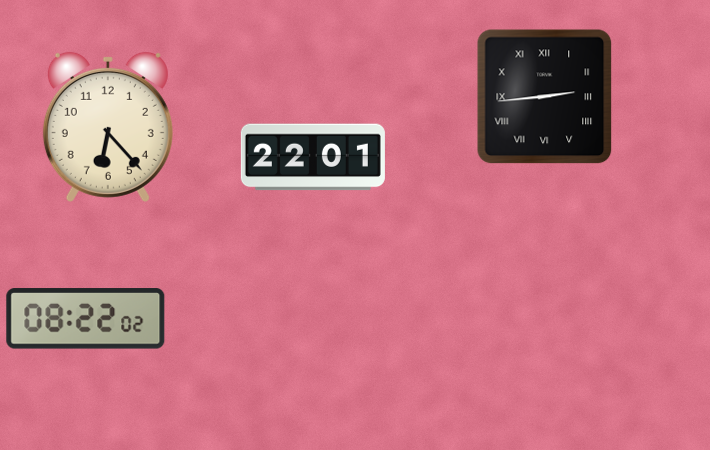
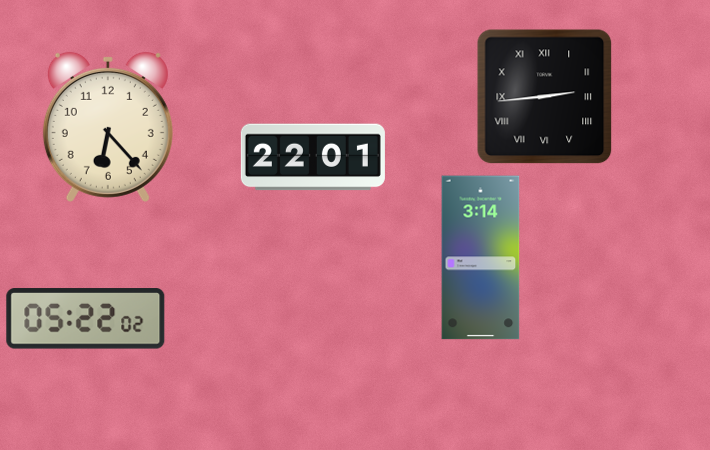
clock at (481, 258): none -> 3:14
clock at (86, 319): 08:22 -> 05:22
